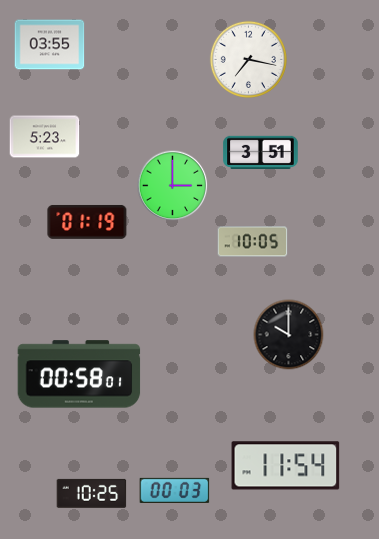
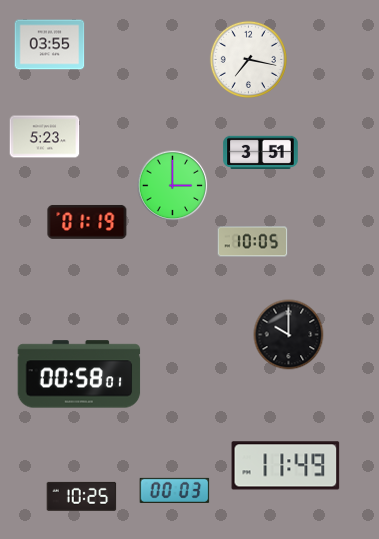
clock at (286, 466): 11:54 -> 11:49
clock at (92, 493) position: (92, 493) -> (82, 496)
